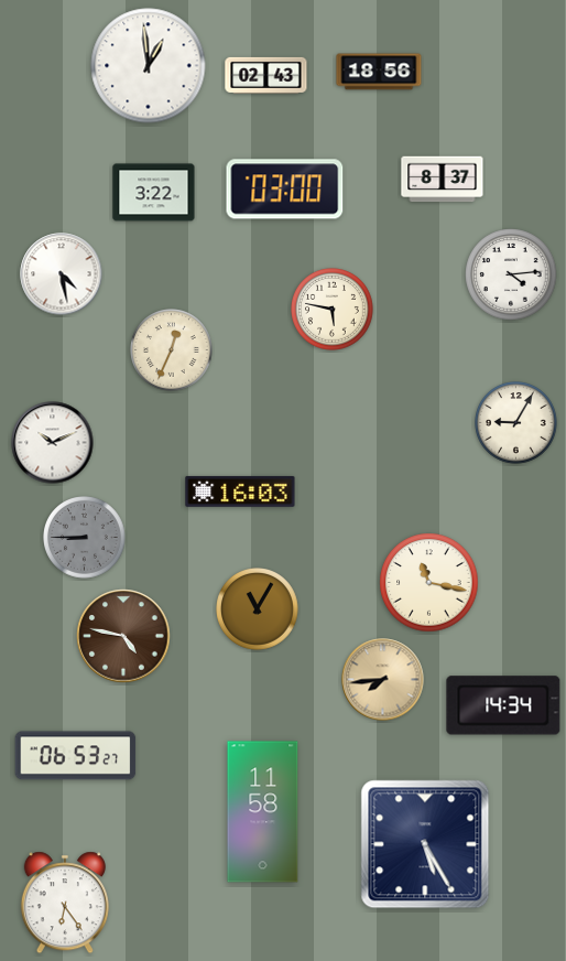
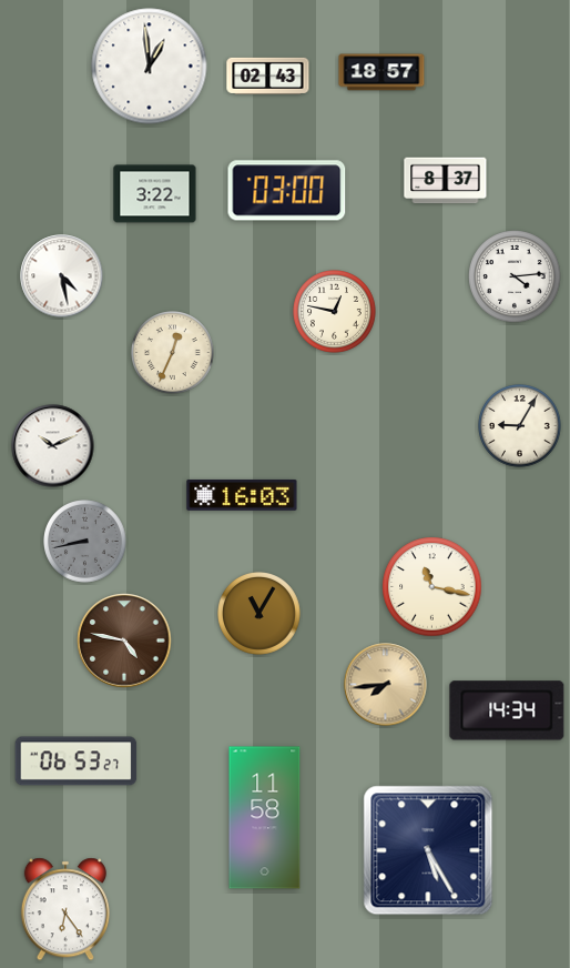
clock at (379, 72): 18:56 -> 18:57
clock at (333, 310): 5:47 -> 12:47
clock at (85, 538): 8:45 -> 8:43
